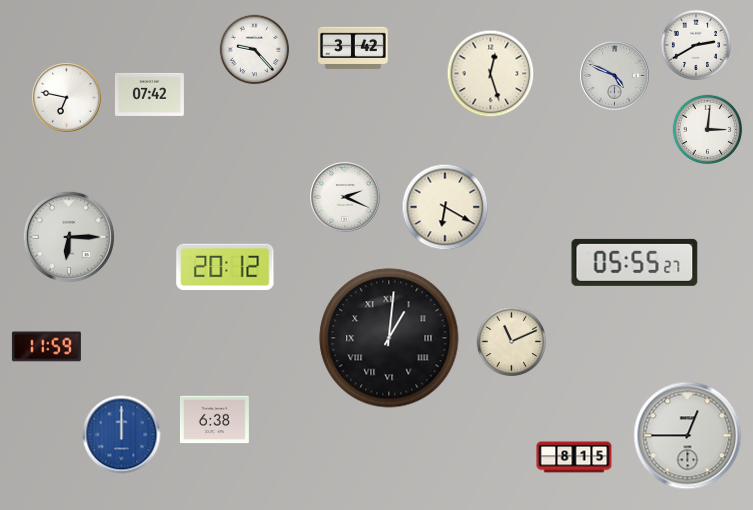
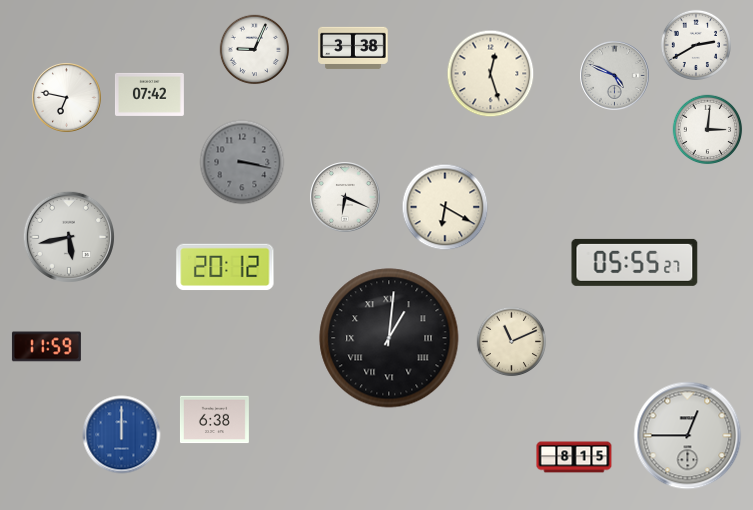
clock at (353, 48): 3:42 -> 3:38
clock at (255, 50): 9:23 -> 9:04
clock at (242, 162): none -> 3:17
clock at (345, 197): 2:19 -> 6:19
clock at (69, 237): 6:15 -> 5:43
